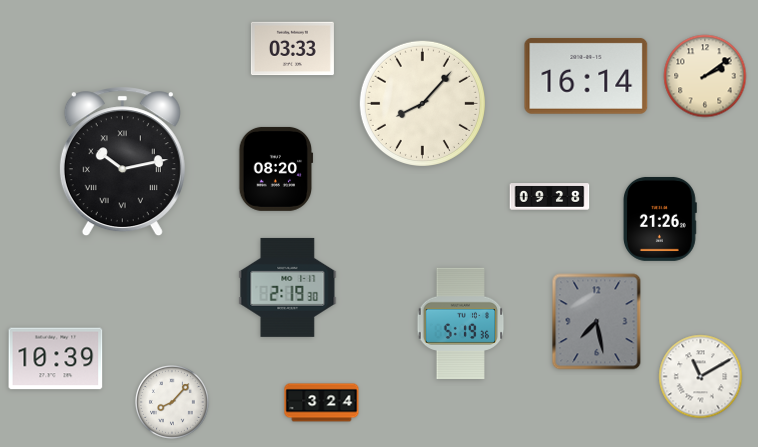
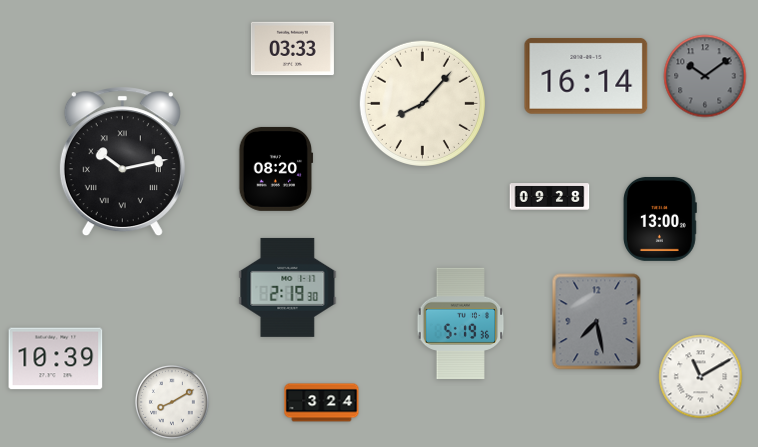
clock at (705, 76): 2:09 -> 10:09
clock at (705, 76) dial: cream -> grey
clock at (660, 219): 21:26 -> 13:00
clock at (173, 403): 8:07 -> 8:10
